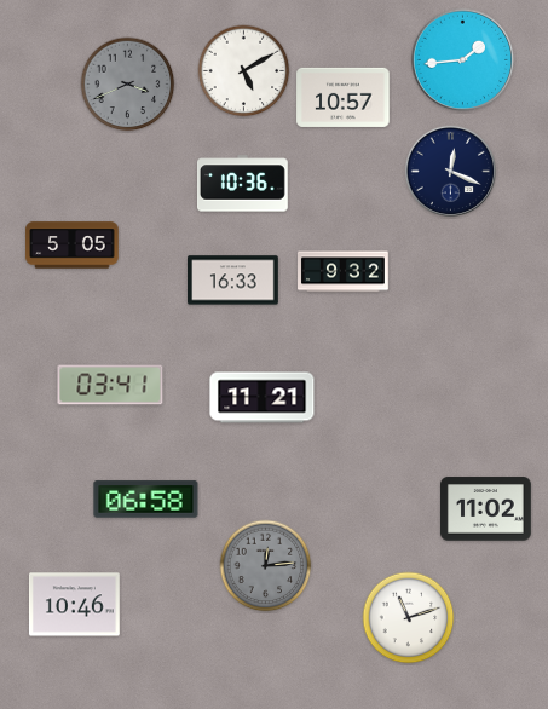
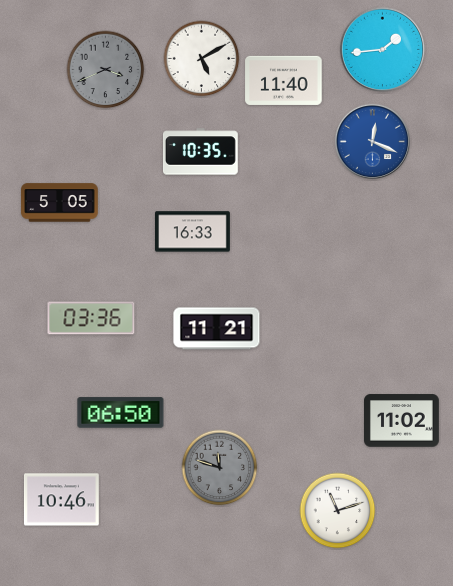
clock at (344, 97): 10:57 -> 11:40
clock at (450, 171) dial: navy -> blue
clock at (243, 184): 10:36 -> 10:35
clock at (344, 272): 9:32 -> none
clock at (110, 385): 03:41 -> 03:36
clock at (146, 500): 06:58 -> 06:50
clock at (266, 566): 12:14 -> 11:48
